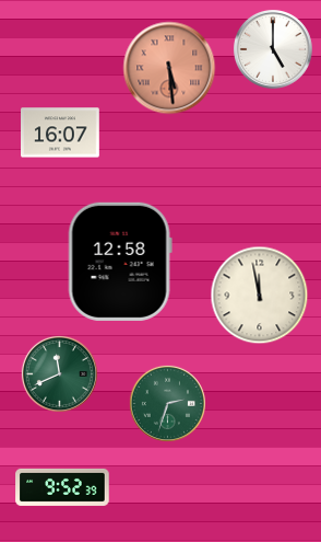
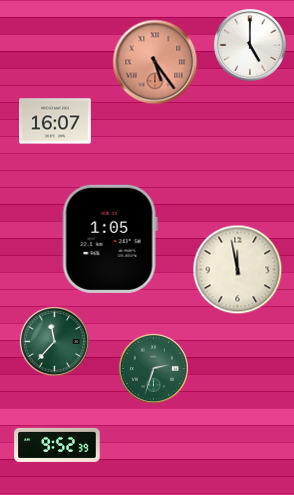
clock at (169, 68): 5:29 -> 5:24
clock at (120, 262): 12:58 -> 1:05
clock at (59, 373): 11:41 -> 11:37
